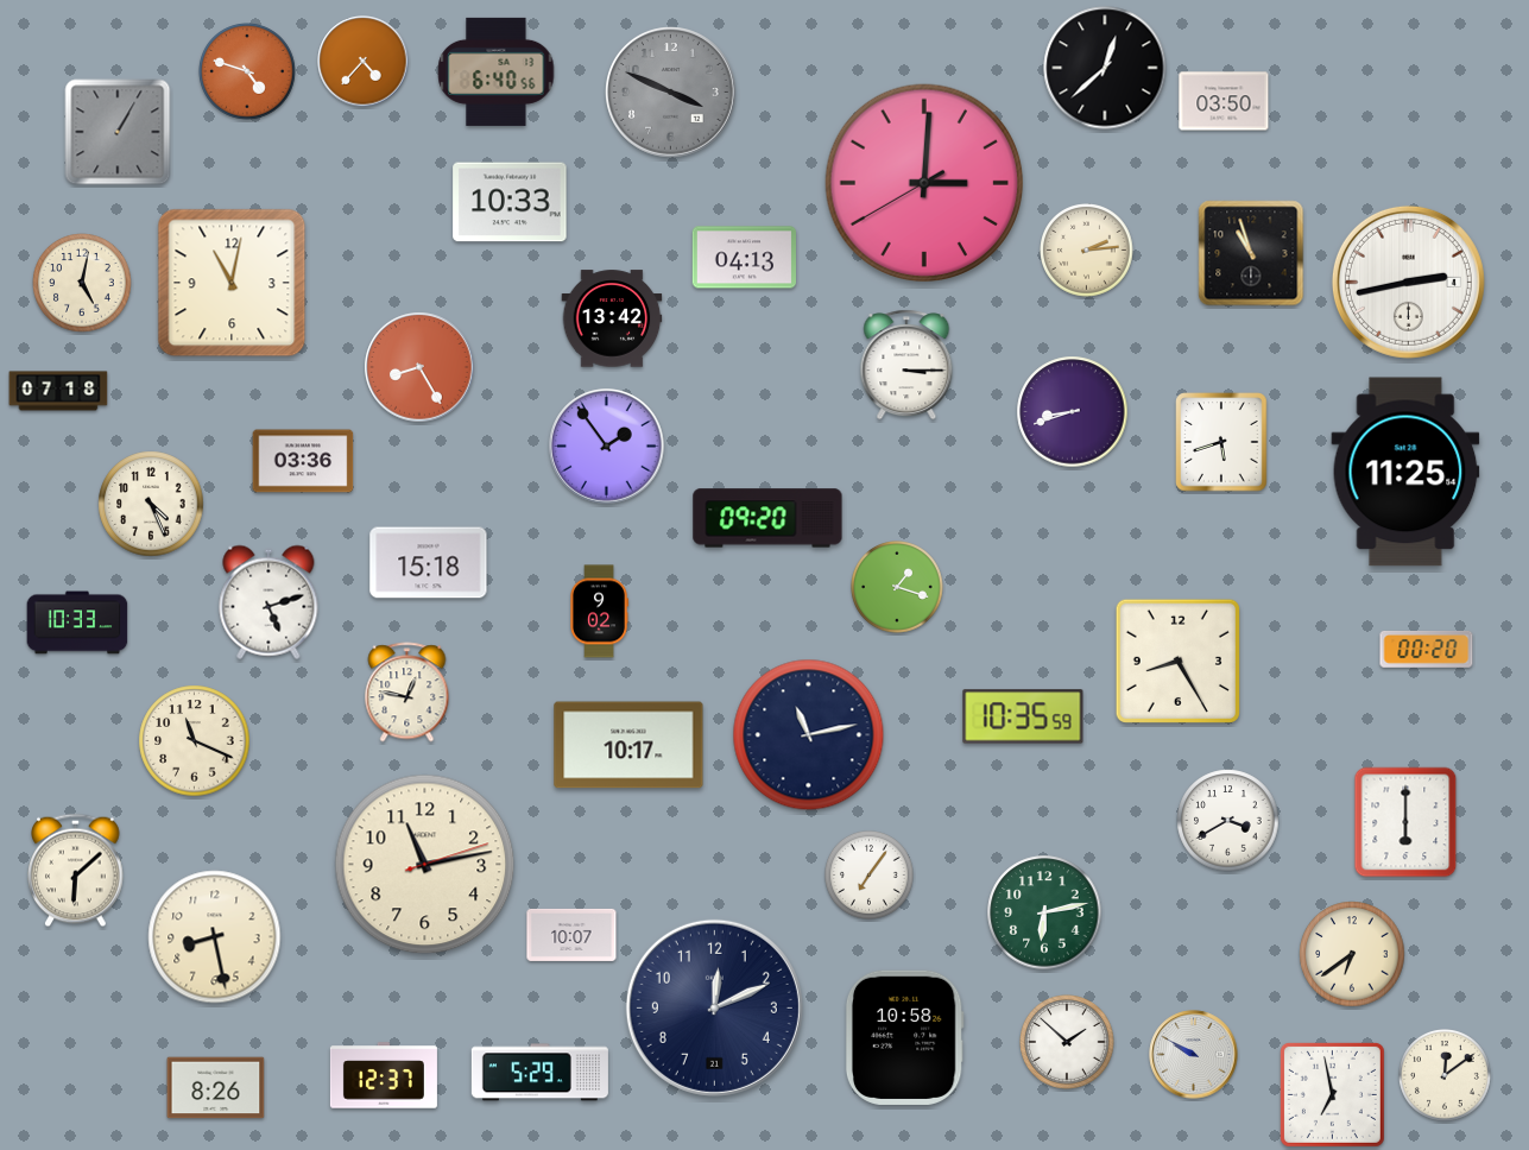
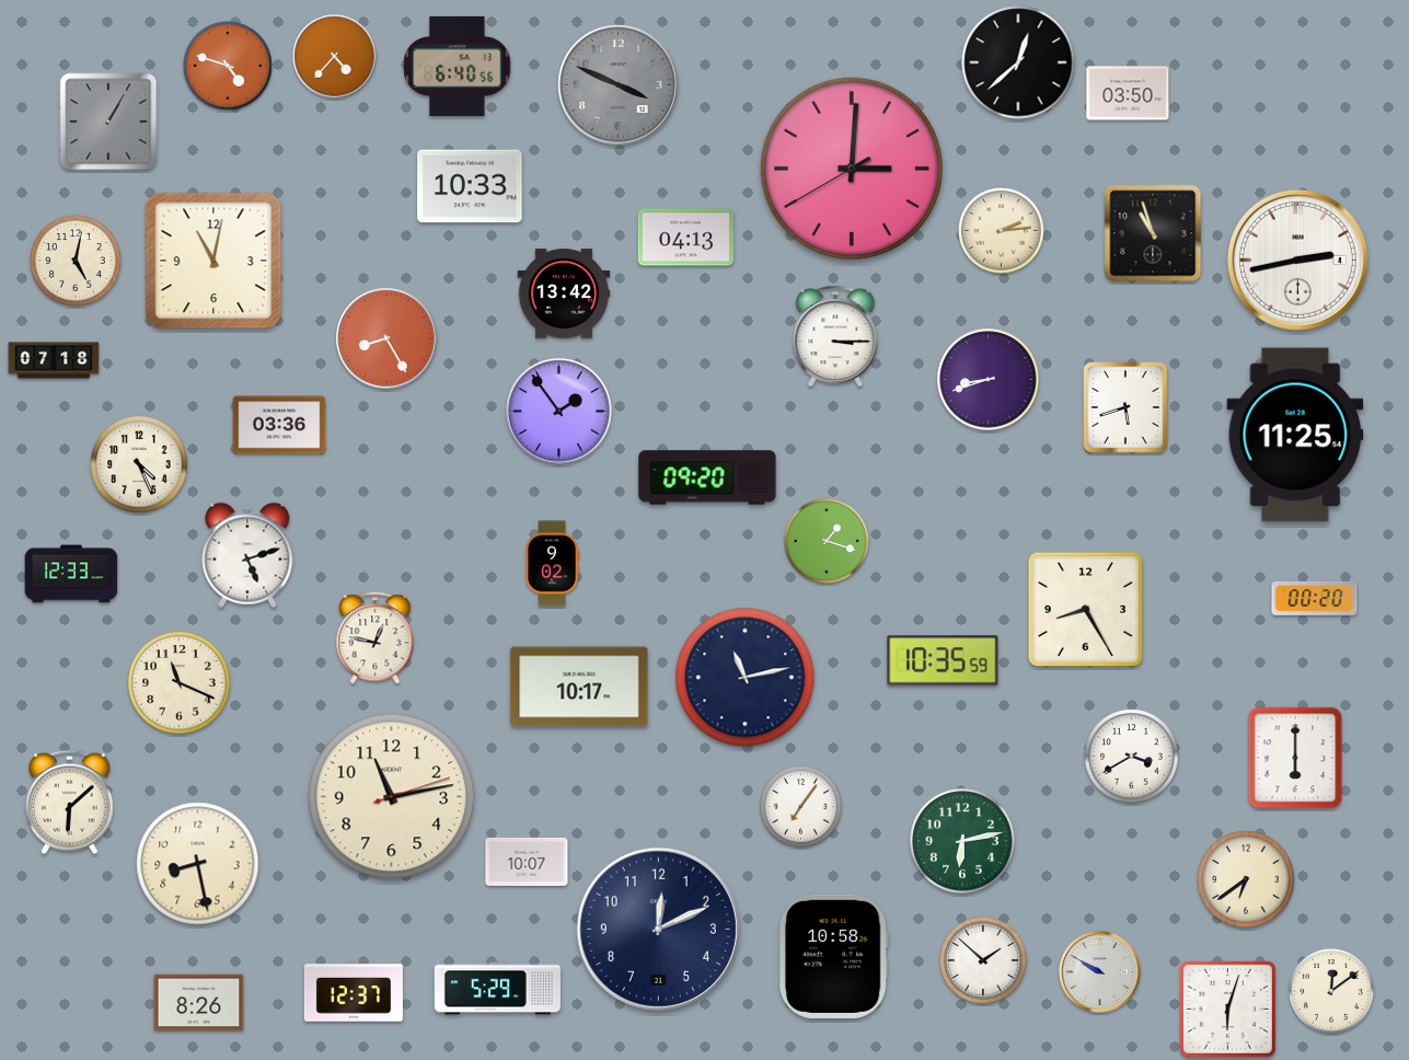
clock at (429, 563): 15:18 -> none
clock at (77, 623): 10:33 -> 12:33
clock at (1332, 1094): 6:58 -> 6:03
